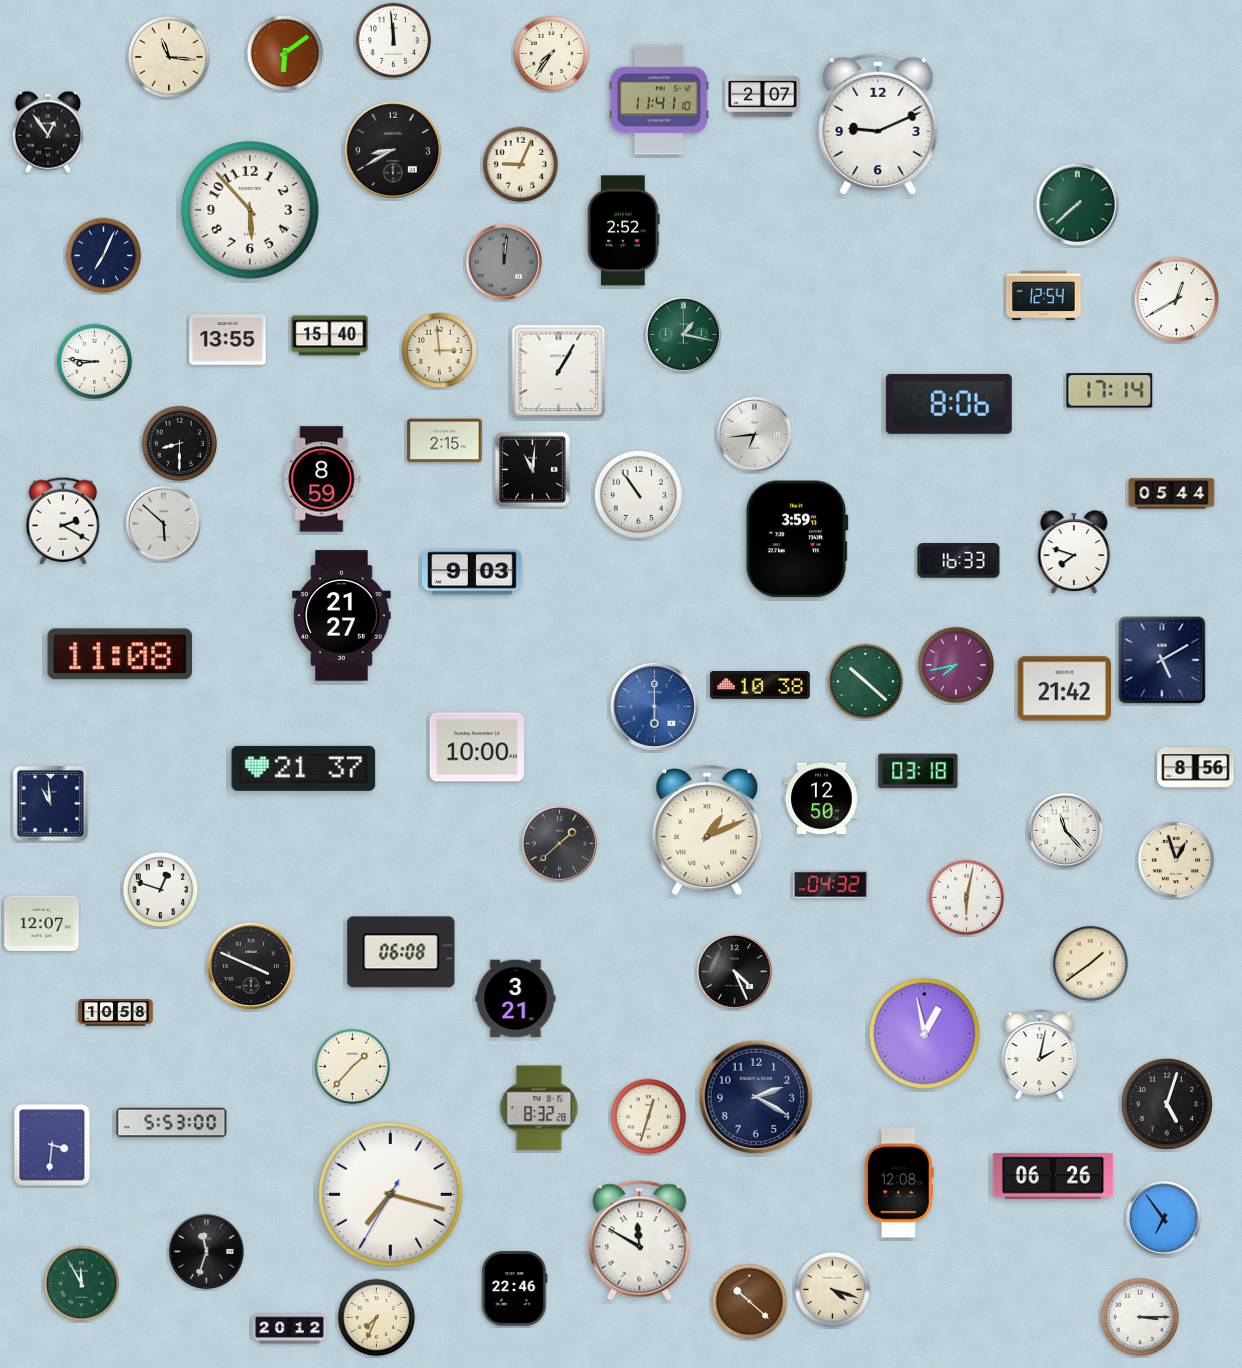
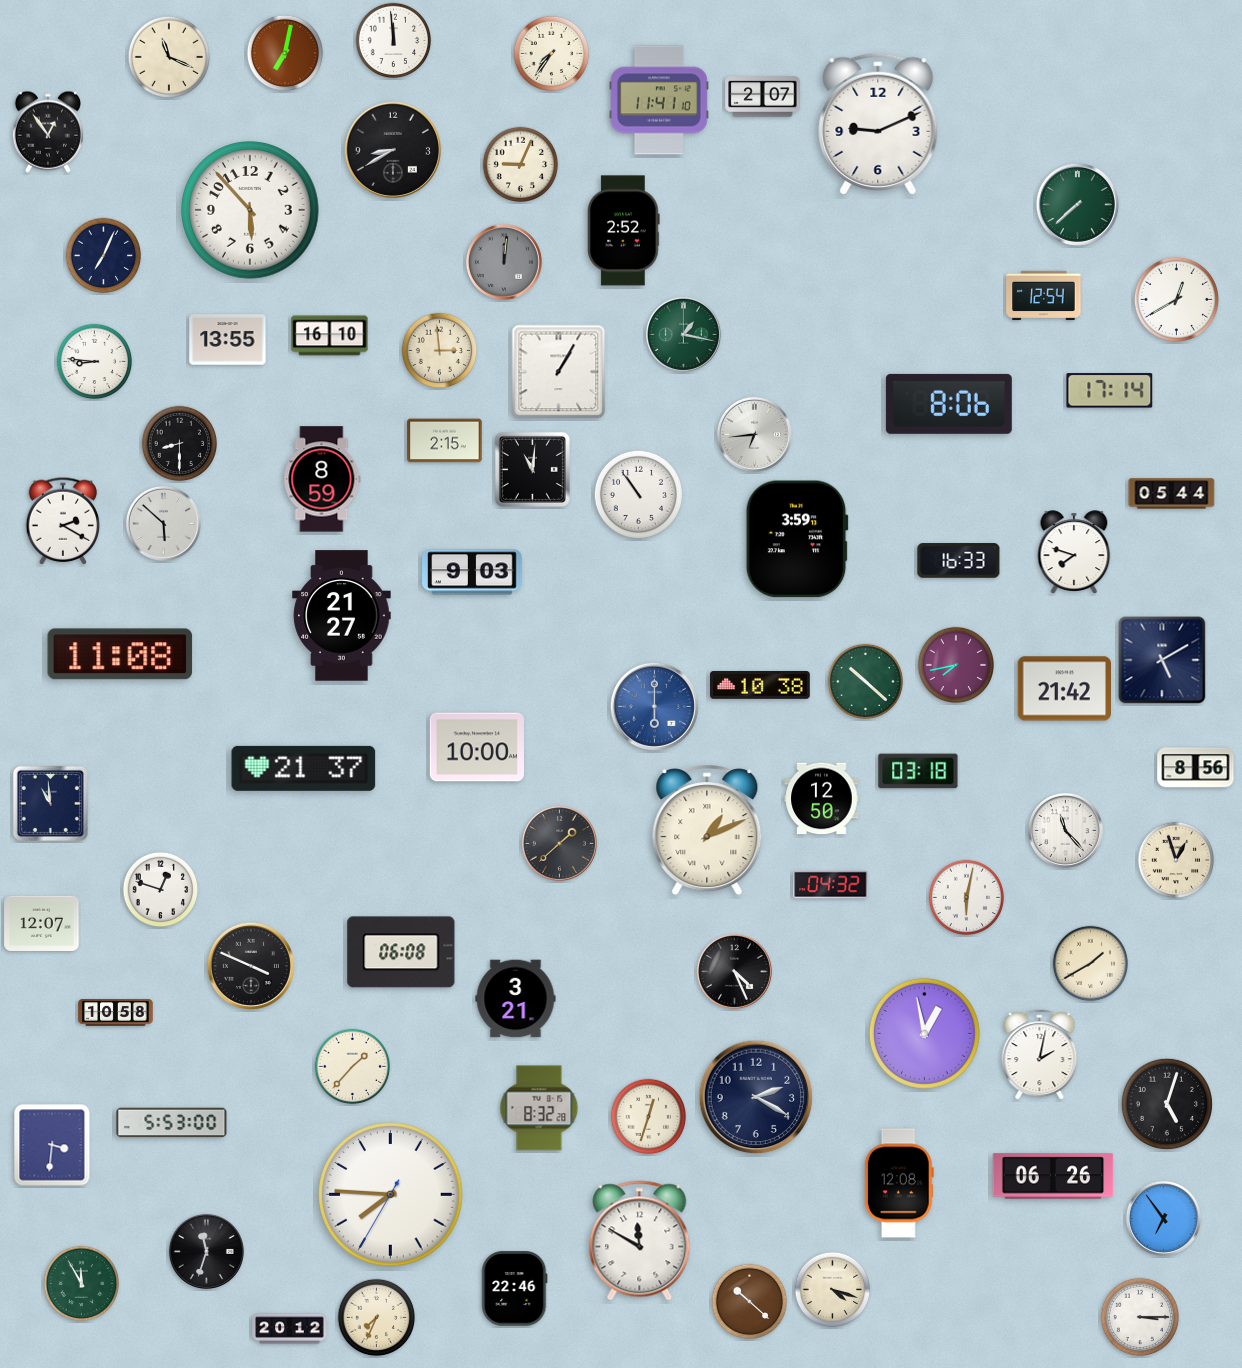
clock at (285, 53): 6:09 -> 7:02
clock at (168, 56): 11:16 -> 11:19
clock at (330, 336): 15:40 -> 16:10
clock at (1091, 964): 1:39 -> 1:40
clock at (391, 1195): 7:17 -> 7:45
